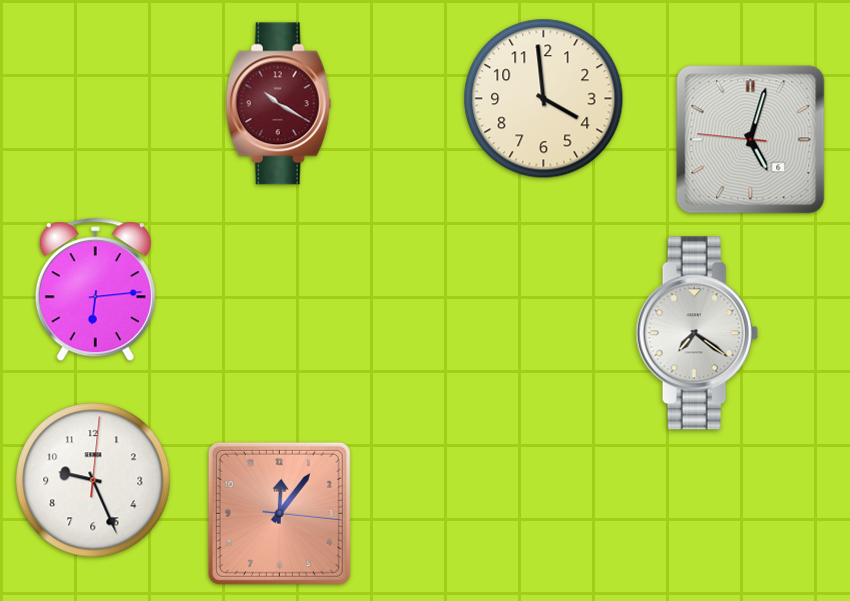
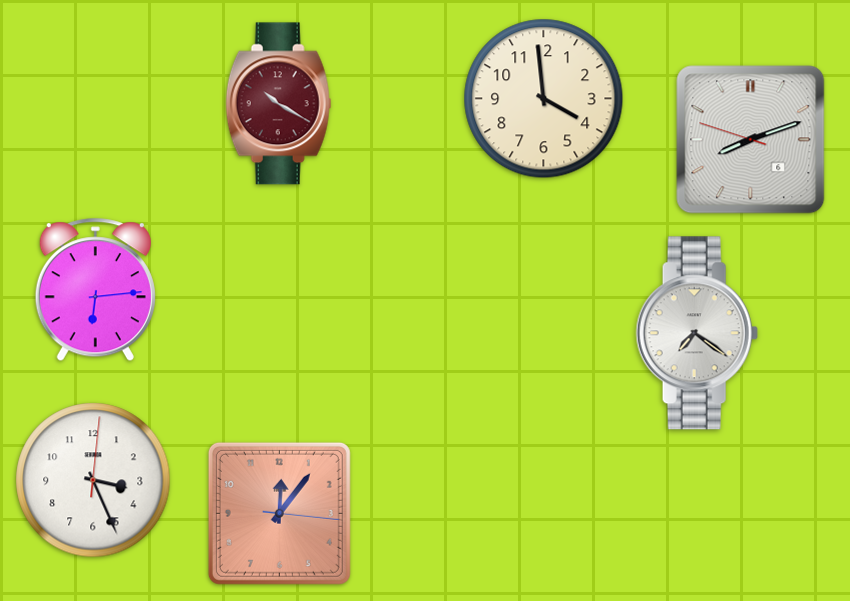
clock at (751, 140): 5:02 -> 8:11
clock at (93, 480): 9:26 -> 3:26
